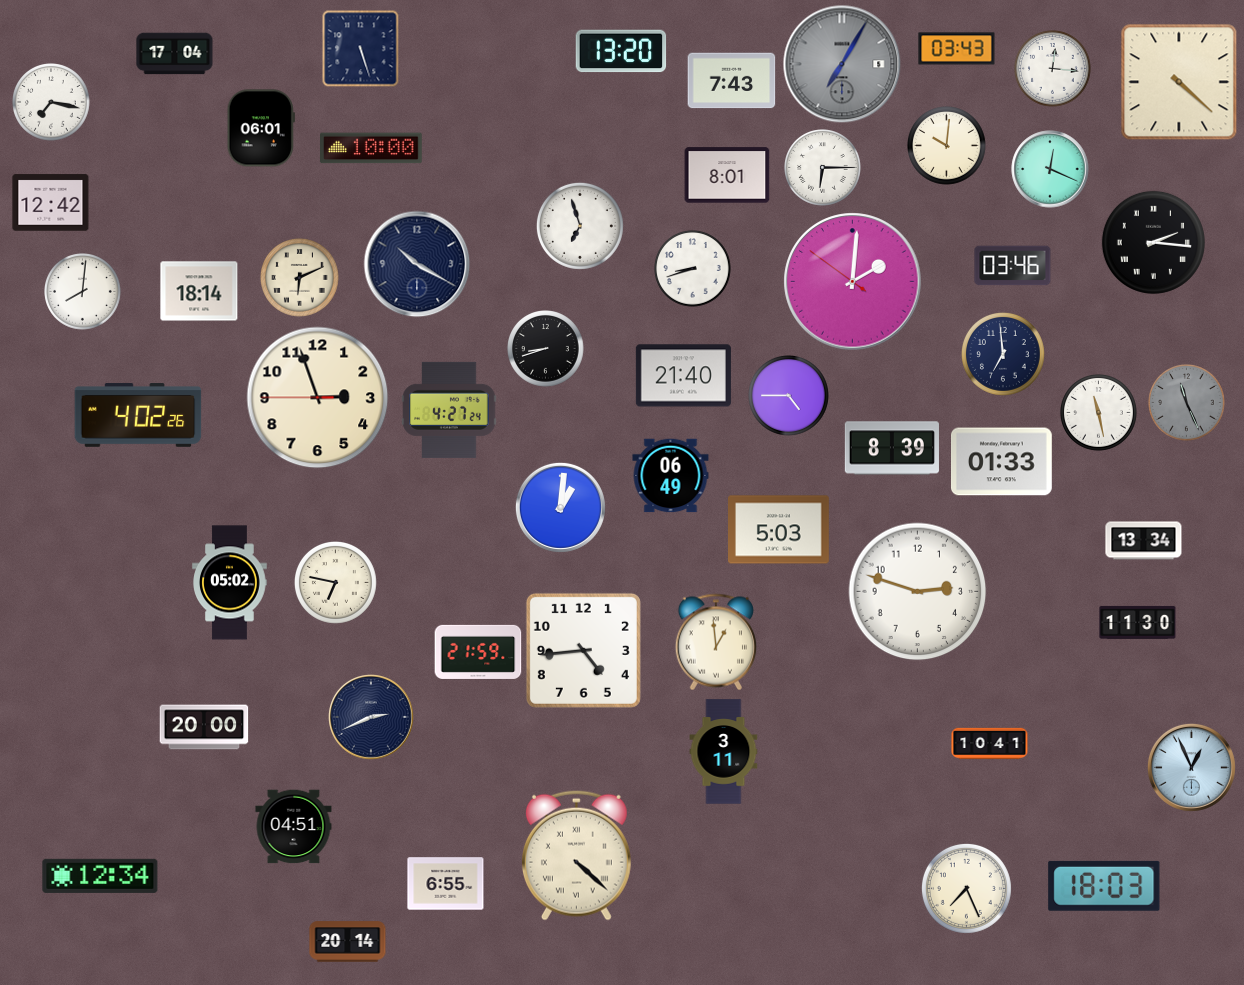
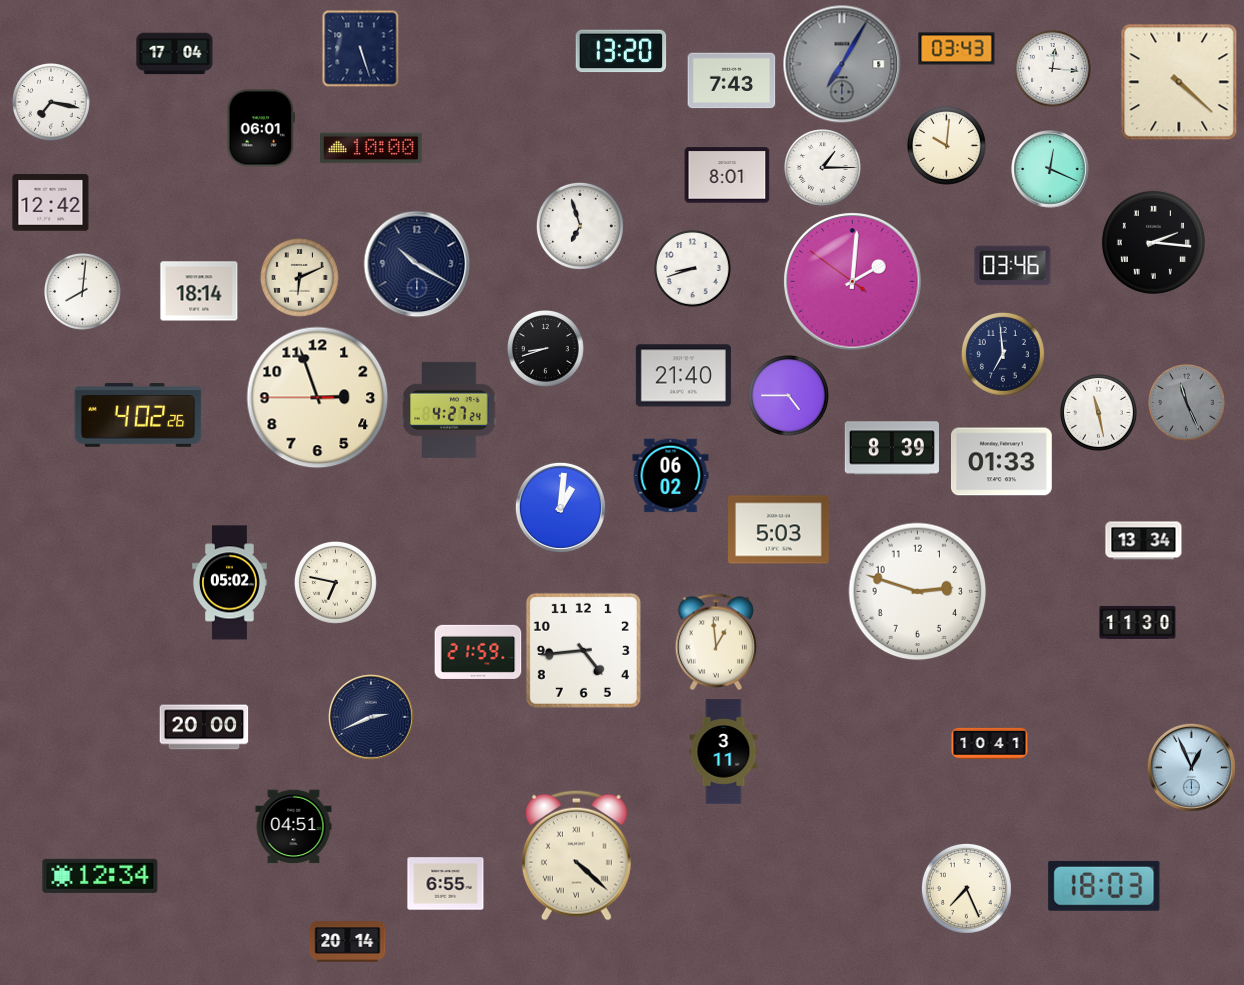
clock at (823, 168): 6:15 -> 1:15
clock at (671, 476): 06:49 -> 06:02
